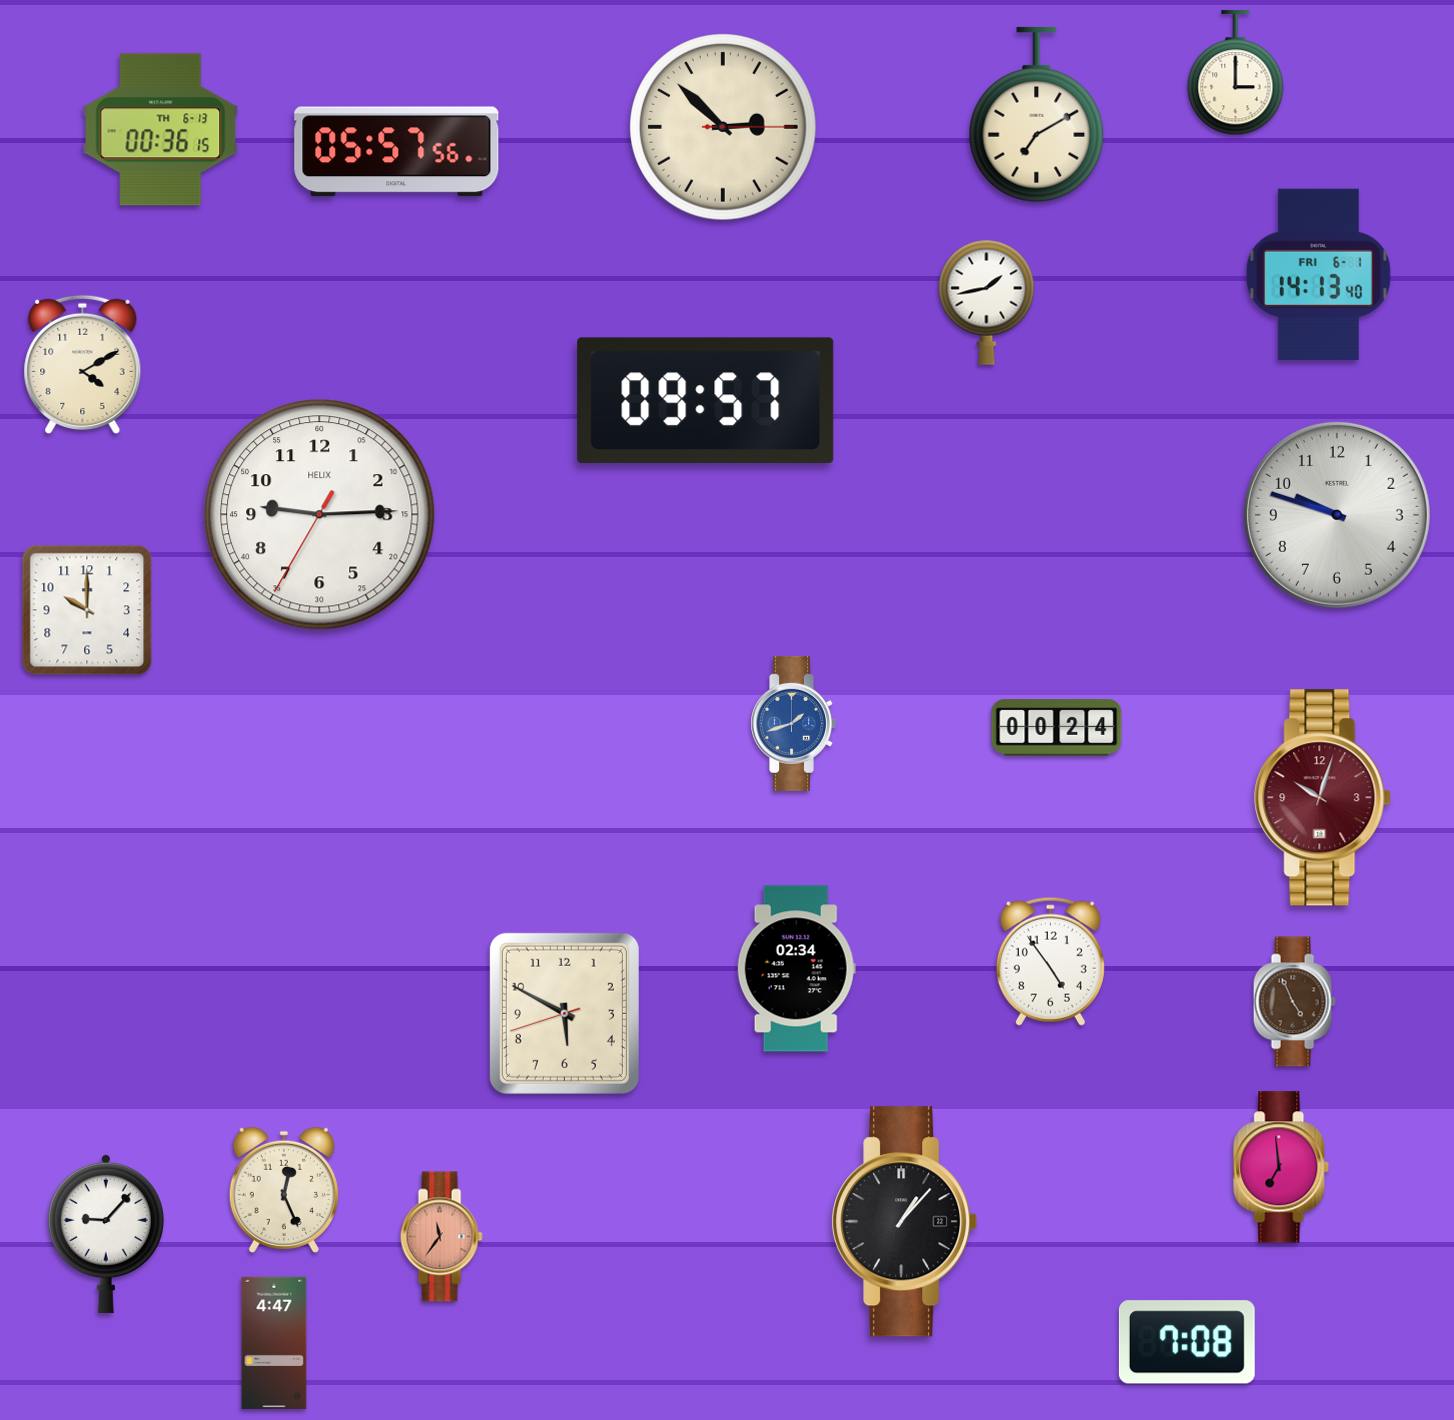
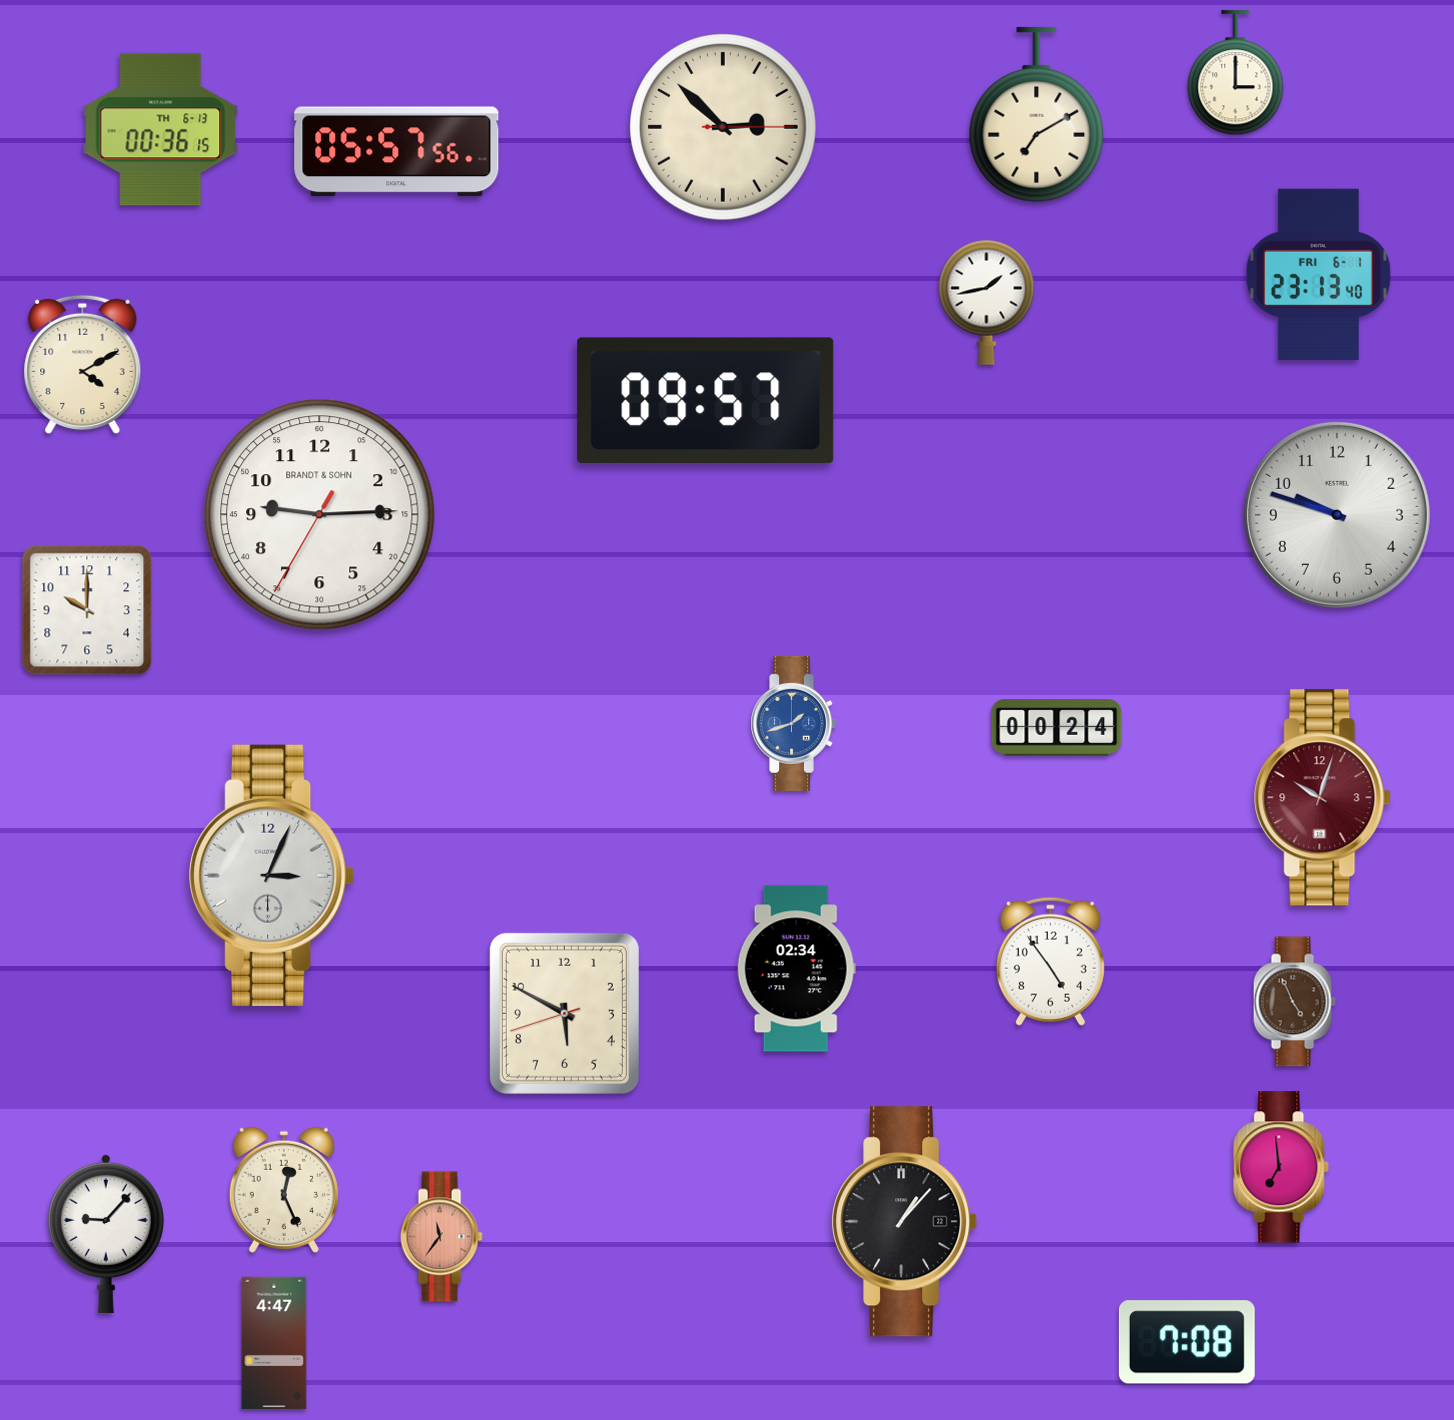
clock at (1318, 274): 14:13 -> 23:13
clock at (320, 515) brand: HELIX -> BRANDT & SOHN
clock at (272, 875): none -> 3:04
